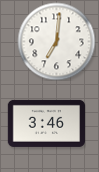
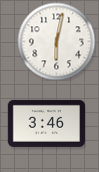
clock at (56, 41): 7:01 -> 6:02
